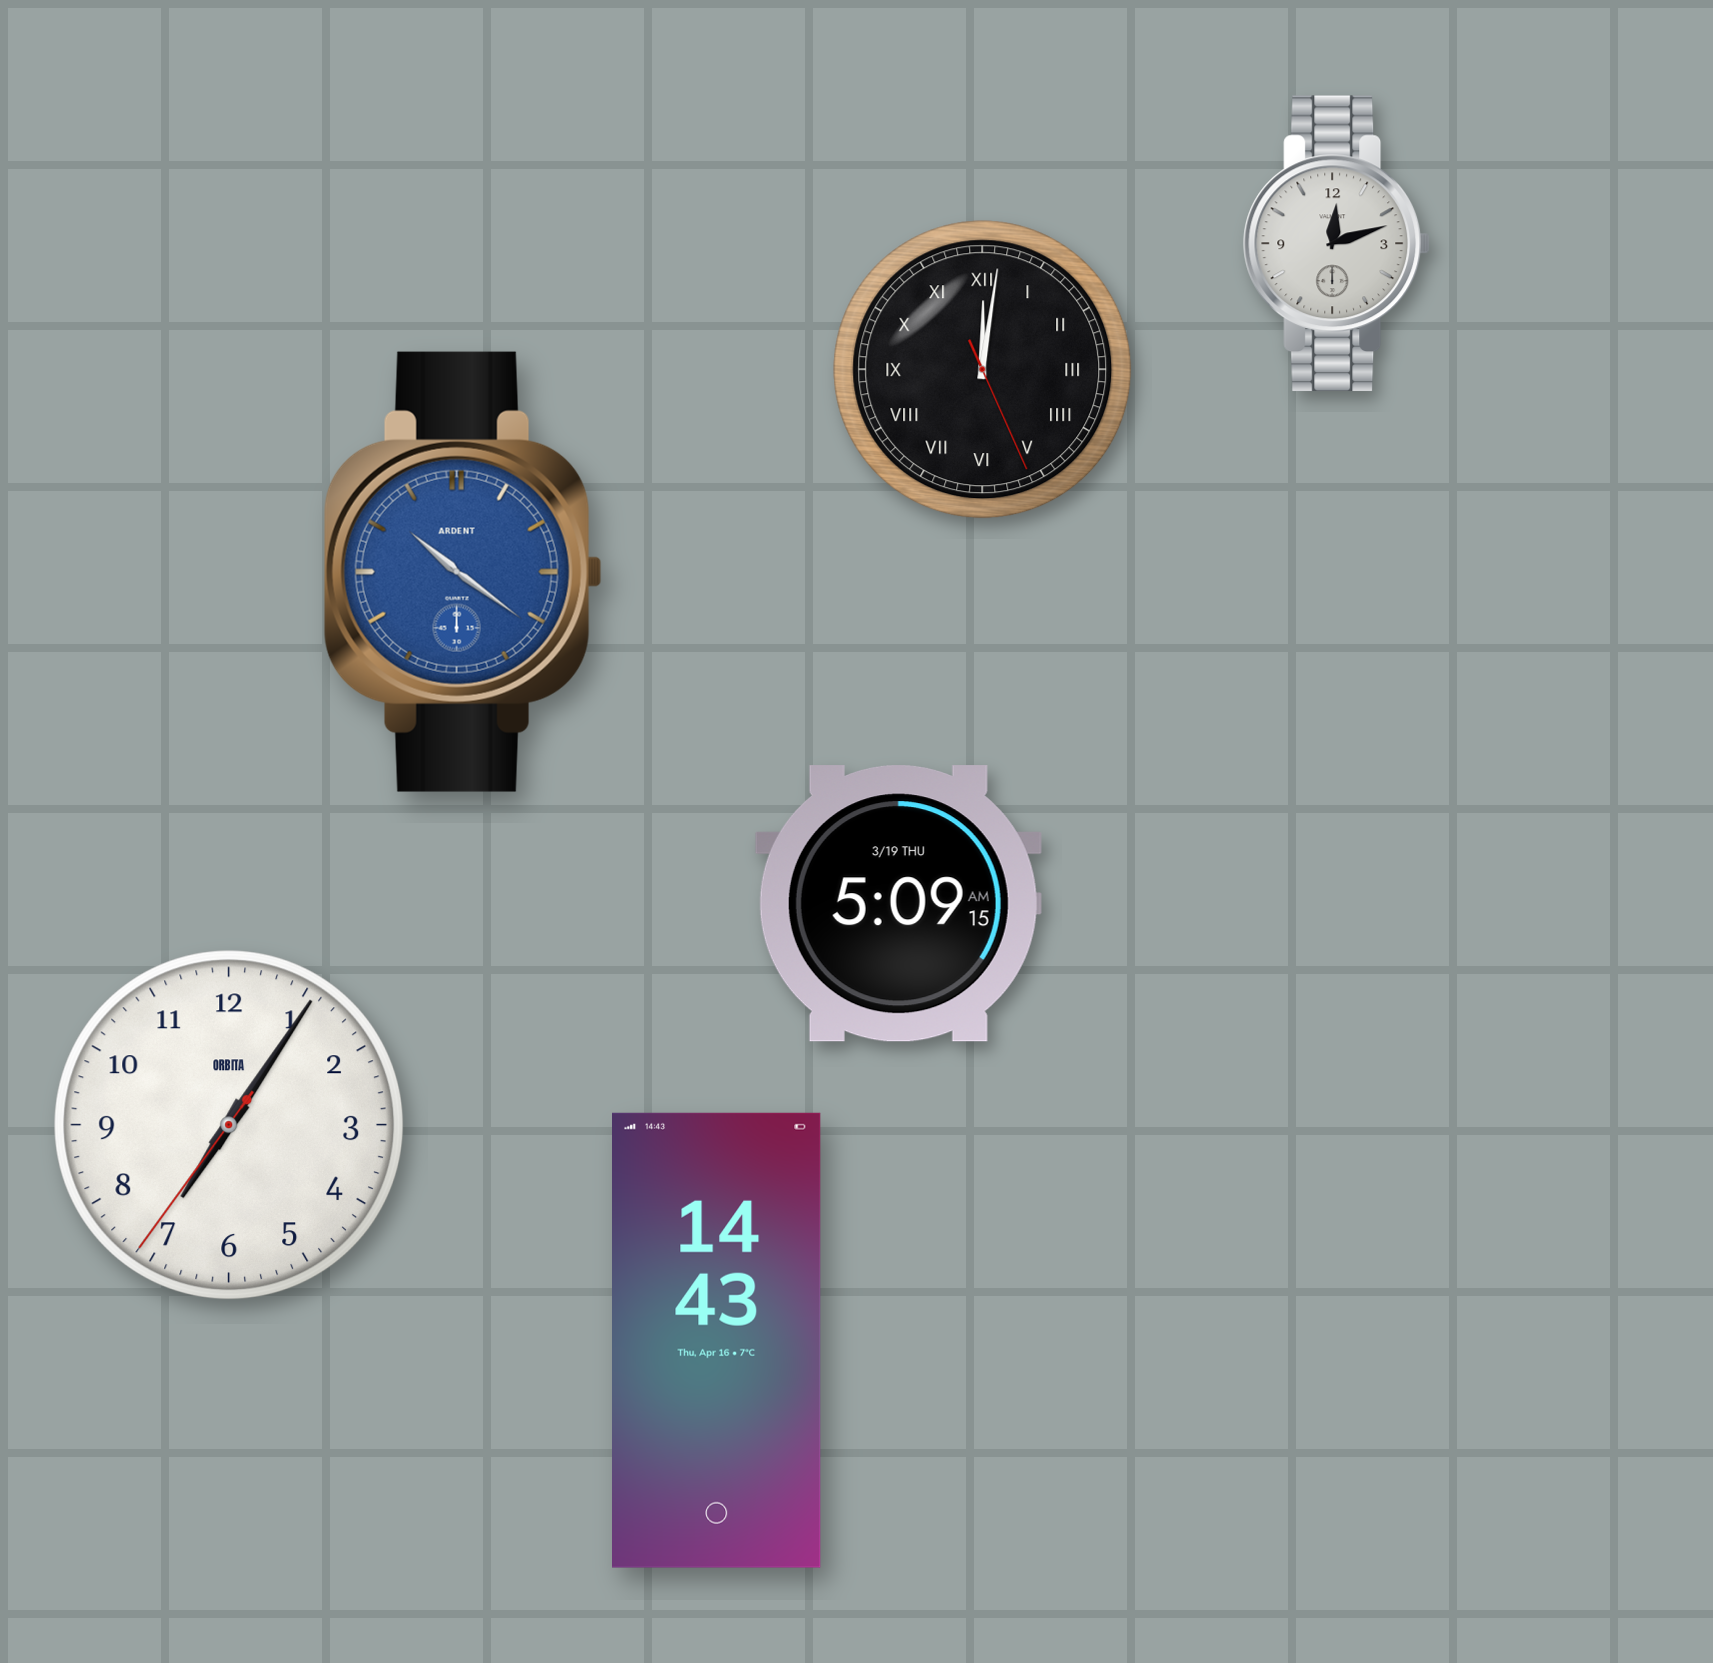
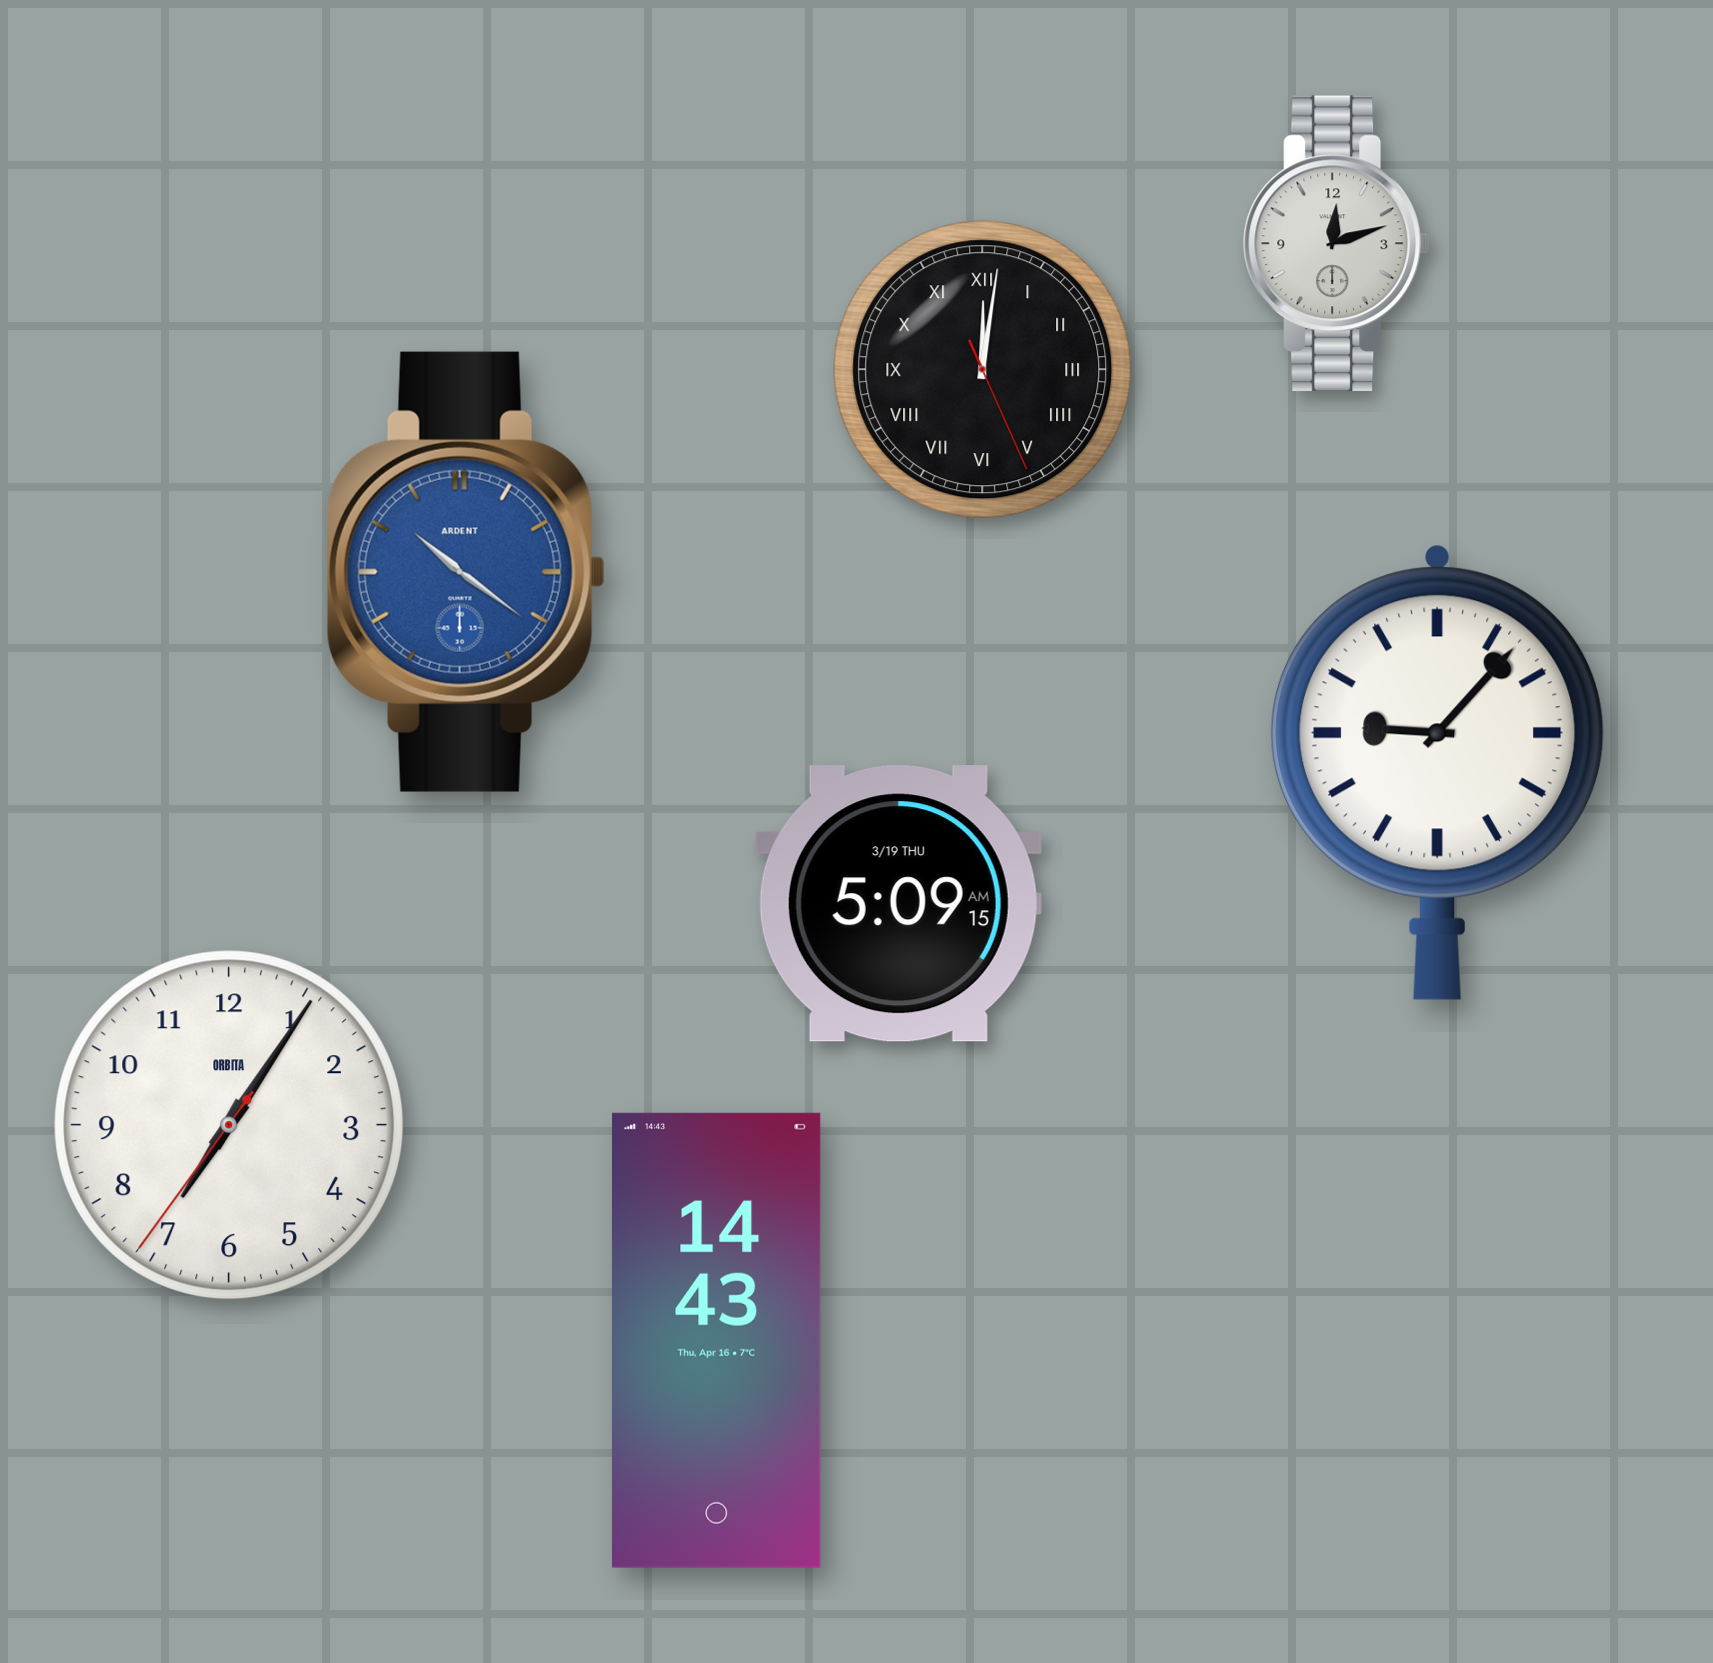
clock at (463, 572) position: (463, 572) -> (466, 572)
clock at (1437, 772): none -> 9:07
